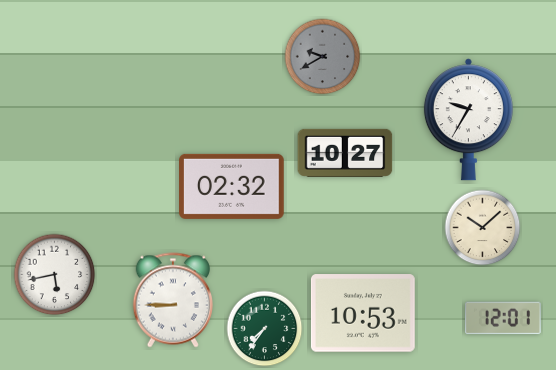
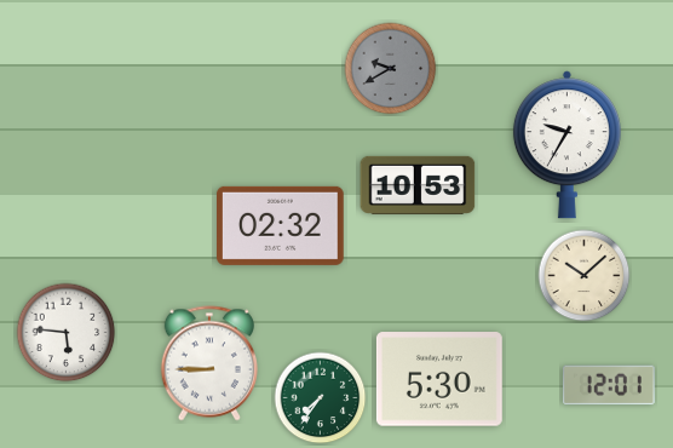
clock at (345, 153): 10:27 -> 10:53
clock at (55, 275): 5:43 -> 5:46
clock at (363, 313): 10:53 -> 5:30
